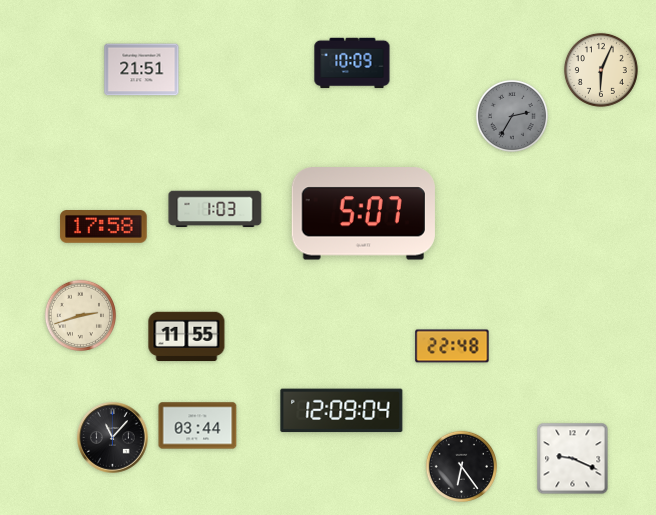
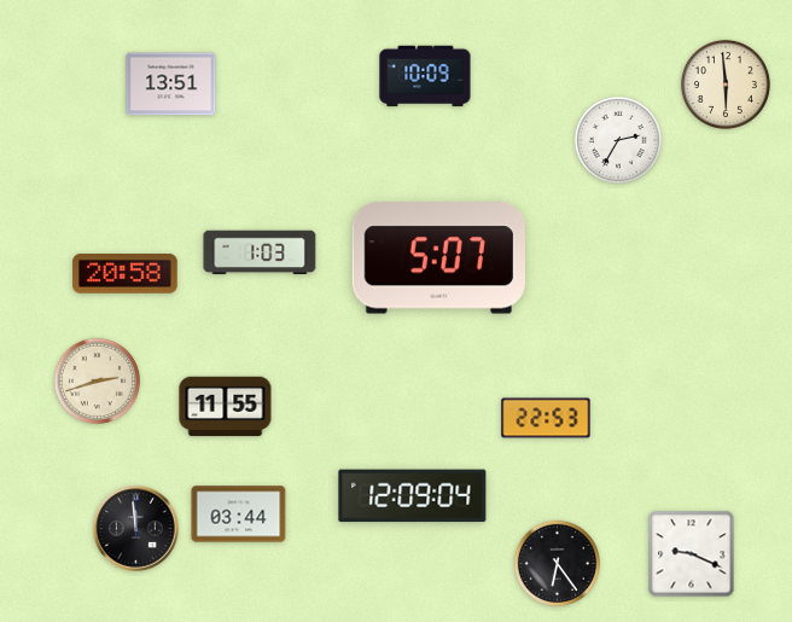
clock at (142, 70): 21:51 -> 13:51
clock at (601, 70): 6:04 -> 5:59
clock at (512, 116) dial: grey -> white
clock at (104, 227): 17:58 -> 20:58
clock at (452, 346): 22:48 -> 22:53
clock at (113, 438): 11:07 -> 11:59
